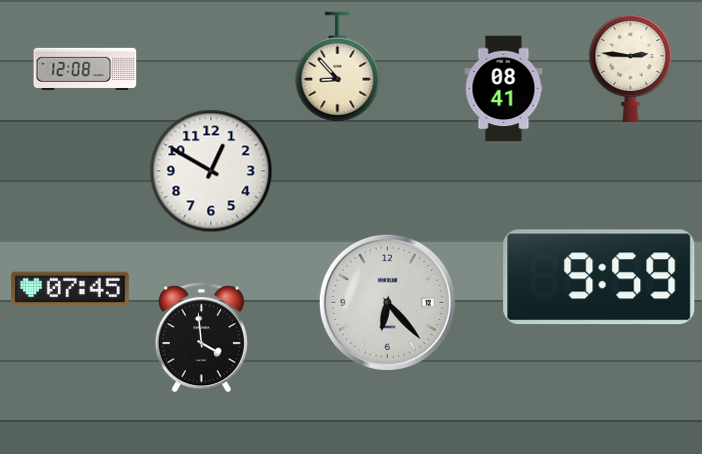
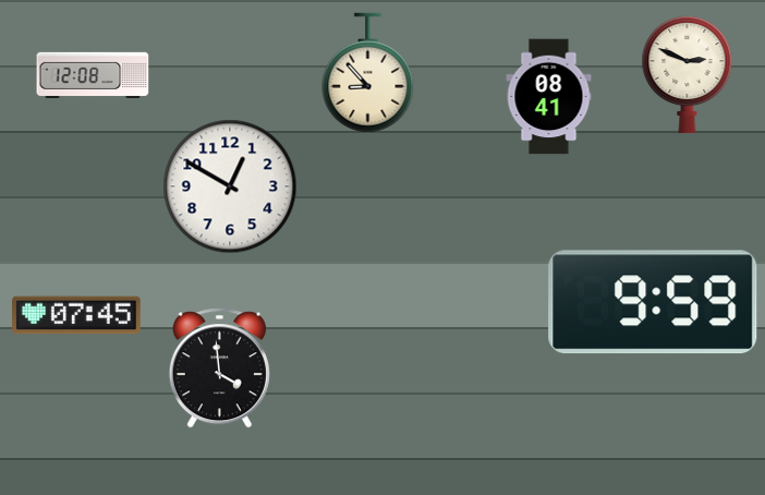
clock at (631, 69): 2:46 -> 2:49
clock at (387, 302): 6:23 -> none
